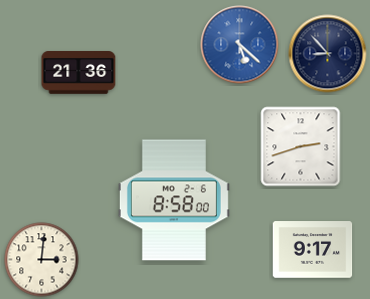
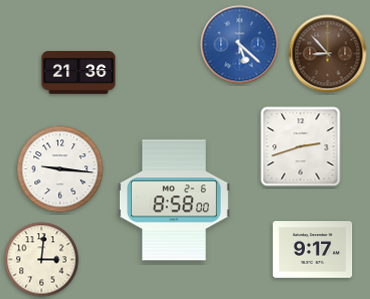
clock at (328, 54) dial: navy -> brown
clock at (60, 169): none -> 9:16
